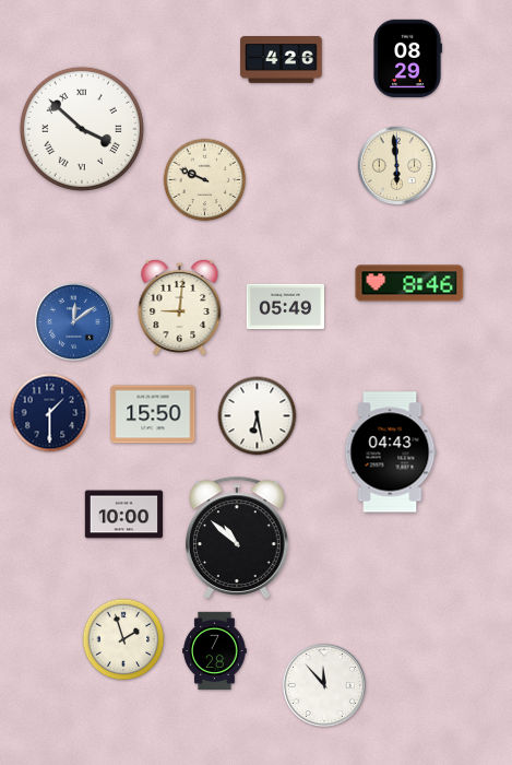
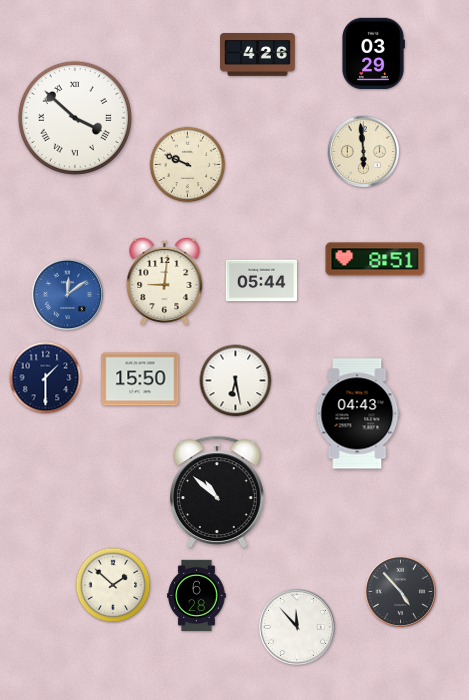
clock at (407, 58): 08:29 -> 03:29
clock at (409, 283): 8:46 -> 8:51
clock at (285, 307): 05:49 -> 05:44
clock at (124, 515): 10:00 -> none
clock at (123, 639): 1:57 -> 1:52
clock at (401, 592): none -> 4:53
clock at (215, 651): 7:28 -> 6:28
